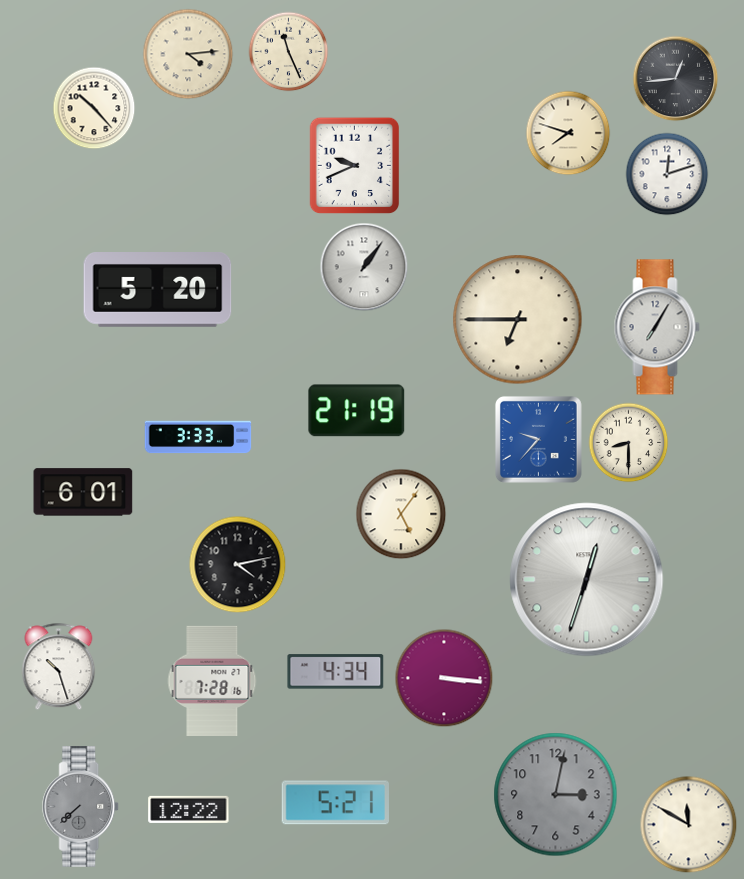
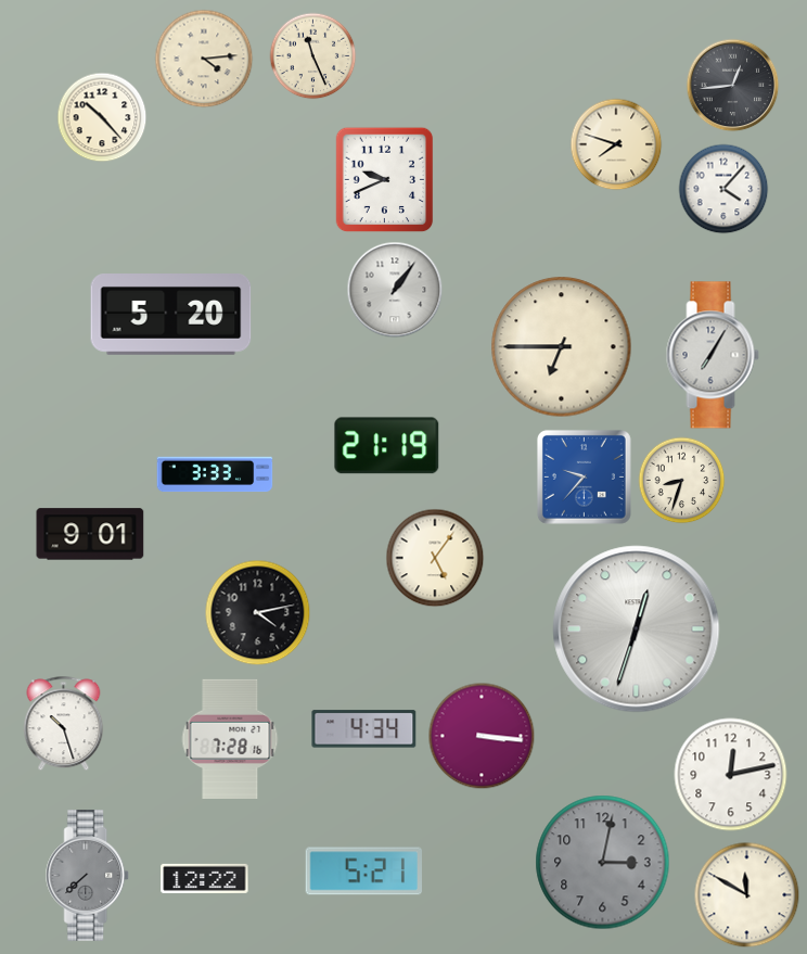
clock at (667, 174): 12:12 -> 4:07
clock at (628, 442): 8:30 -> 8:33
clock at (83, 492): 6:01 -> 9:01
clock at (731, 775): none -> 12:13
